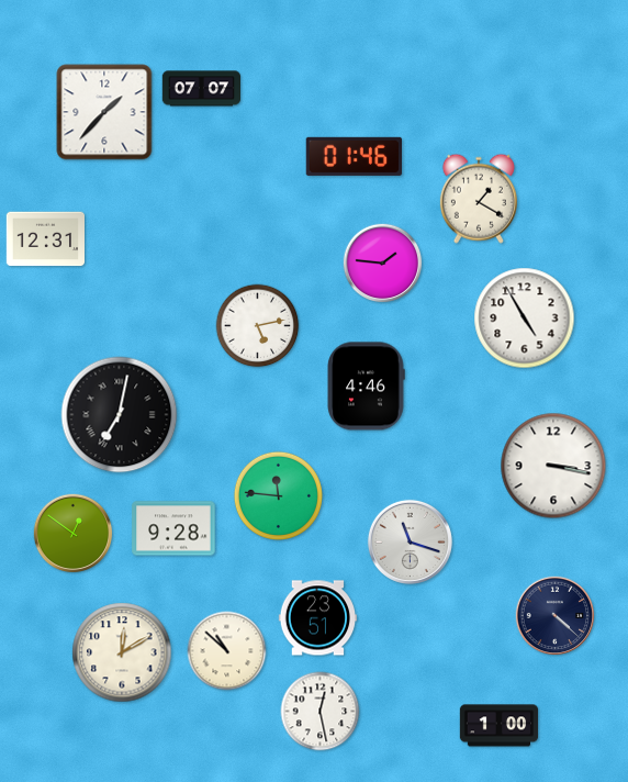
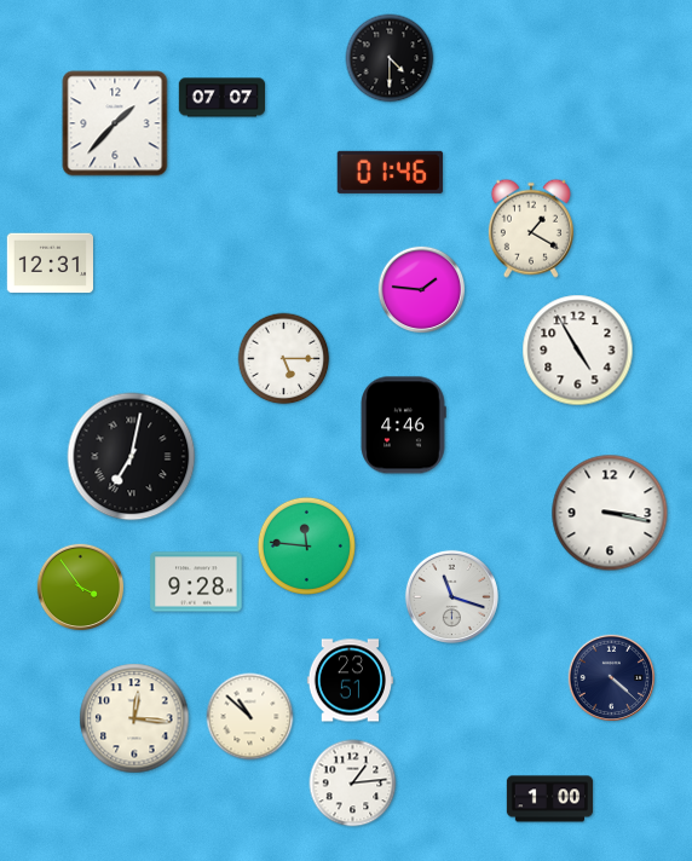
clock at (390, 58): none -> 4:30
clock at (479, 199) position: (479, 199) -> (531, 229)
clock at (258, 326): 5:13 -> 5:15
clock at (173, 528) position: (173, 528) -> (196, 582)
clock at (74, 534): 12:51 -> 3:54
clock at (122, 652): 12:10 -> 12:16
clock at (321, 712): 12:28 -> 1:14
